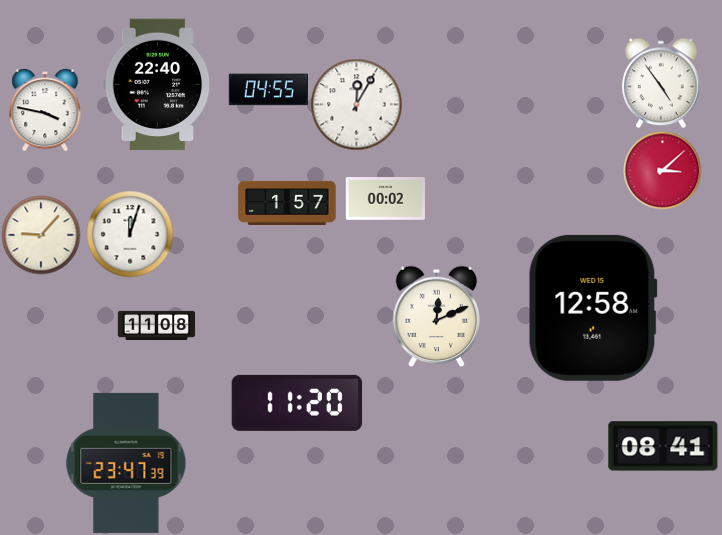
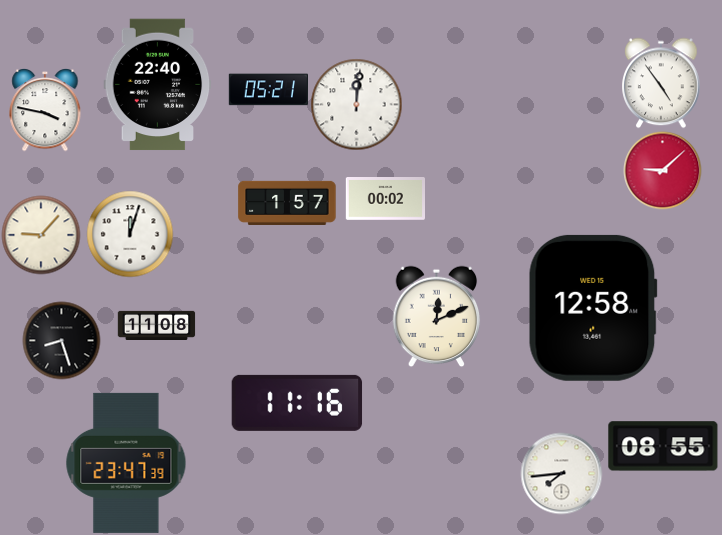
clock at (268, 90): 04:55 -> 05:21
clock at (356, 104): 12:05 -> 12:01
clock at (662, 170): 3:08 -> 9:08
clock at (61, 340): none -> 8:27
clock at (297, 403): 11:20 -> 11:16
clock at (663, 446): 08:41 -> 08:55
clock at (561, 473): none -> 7:44
